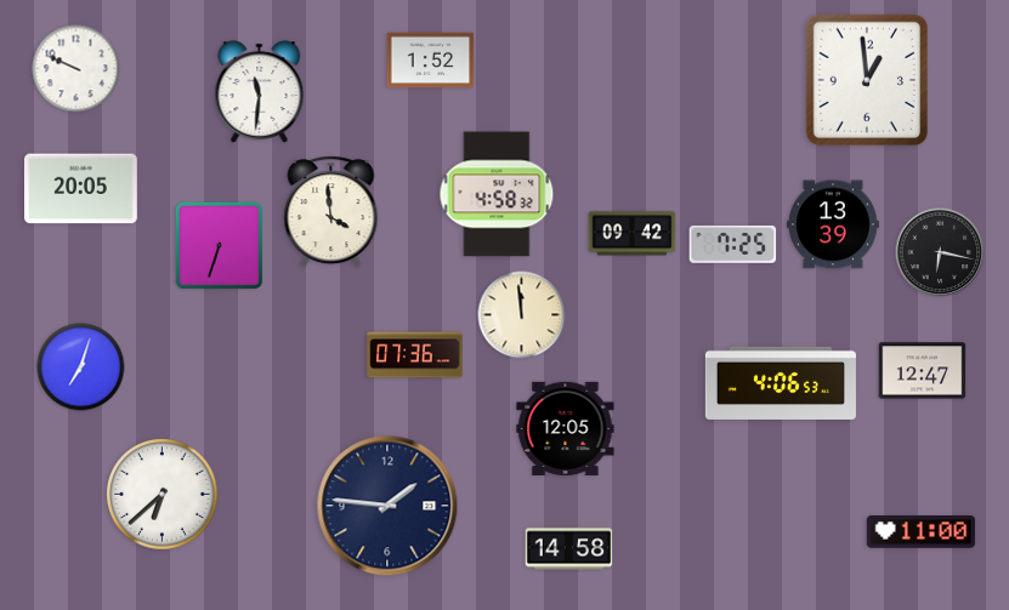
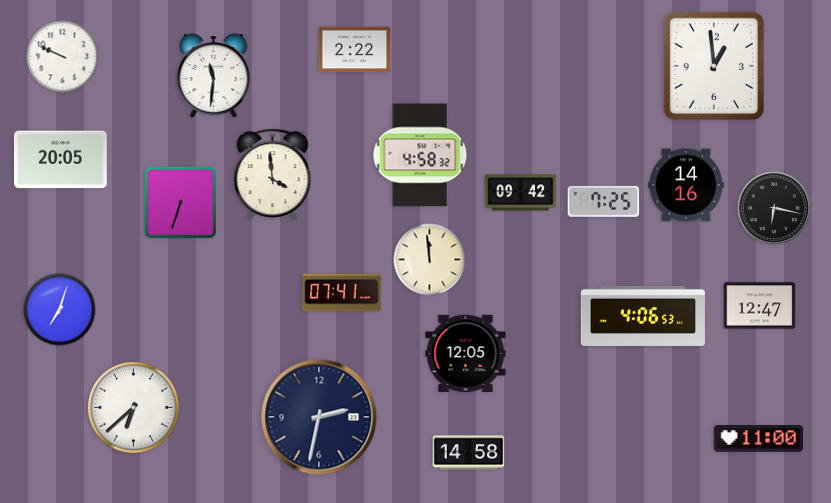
clock at (431, 61): 1:52 -> 2:22
clock at (80, 189) position: (80, 189) -> (60, 160)
clock at (497, 194) position: (497, 194) -> (420, 155)
clock at (833, 224): 13:39 -> 14:16
clock at (415, 355): 07:36 -> 07:41
clock at (81, 367) position: (81, 367) -> (60, 310)
clock at (387, 506): 1:46 -> 2:32
